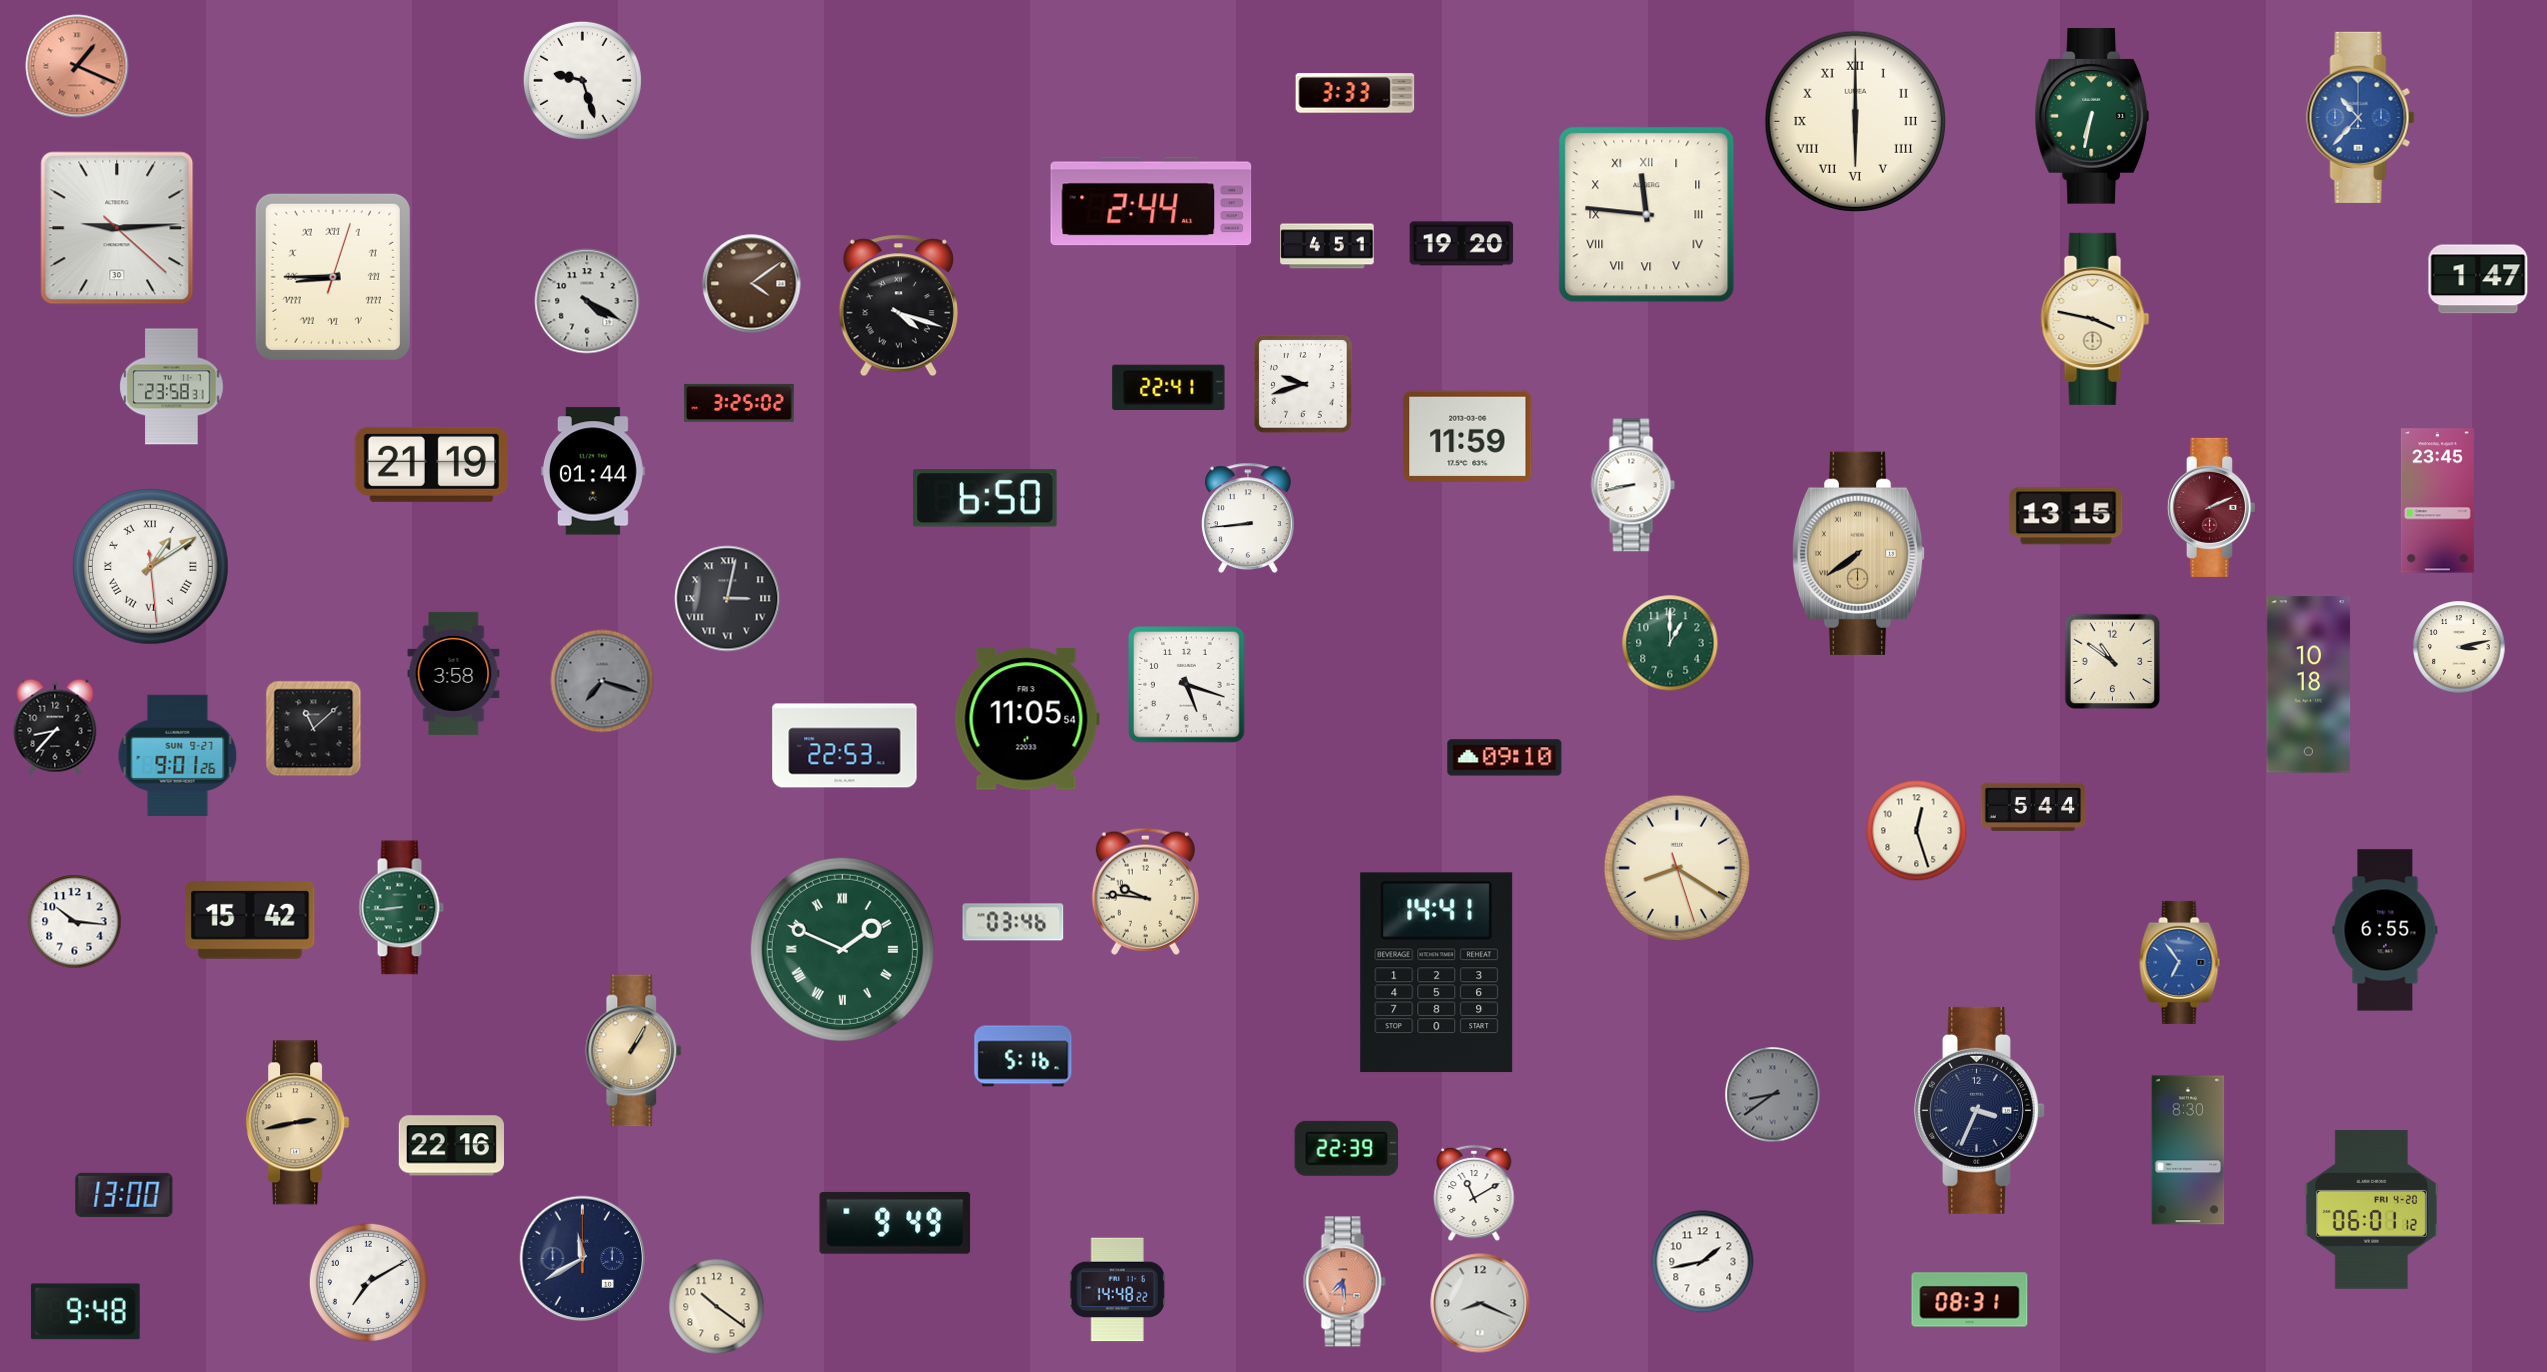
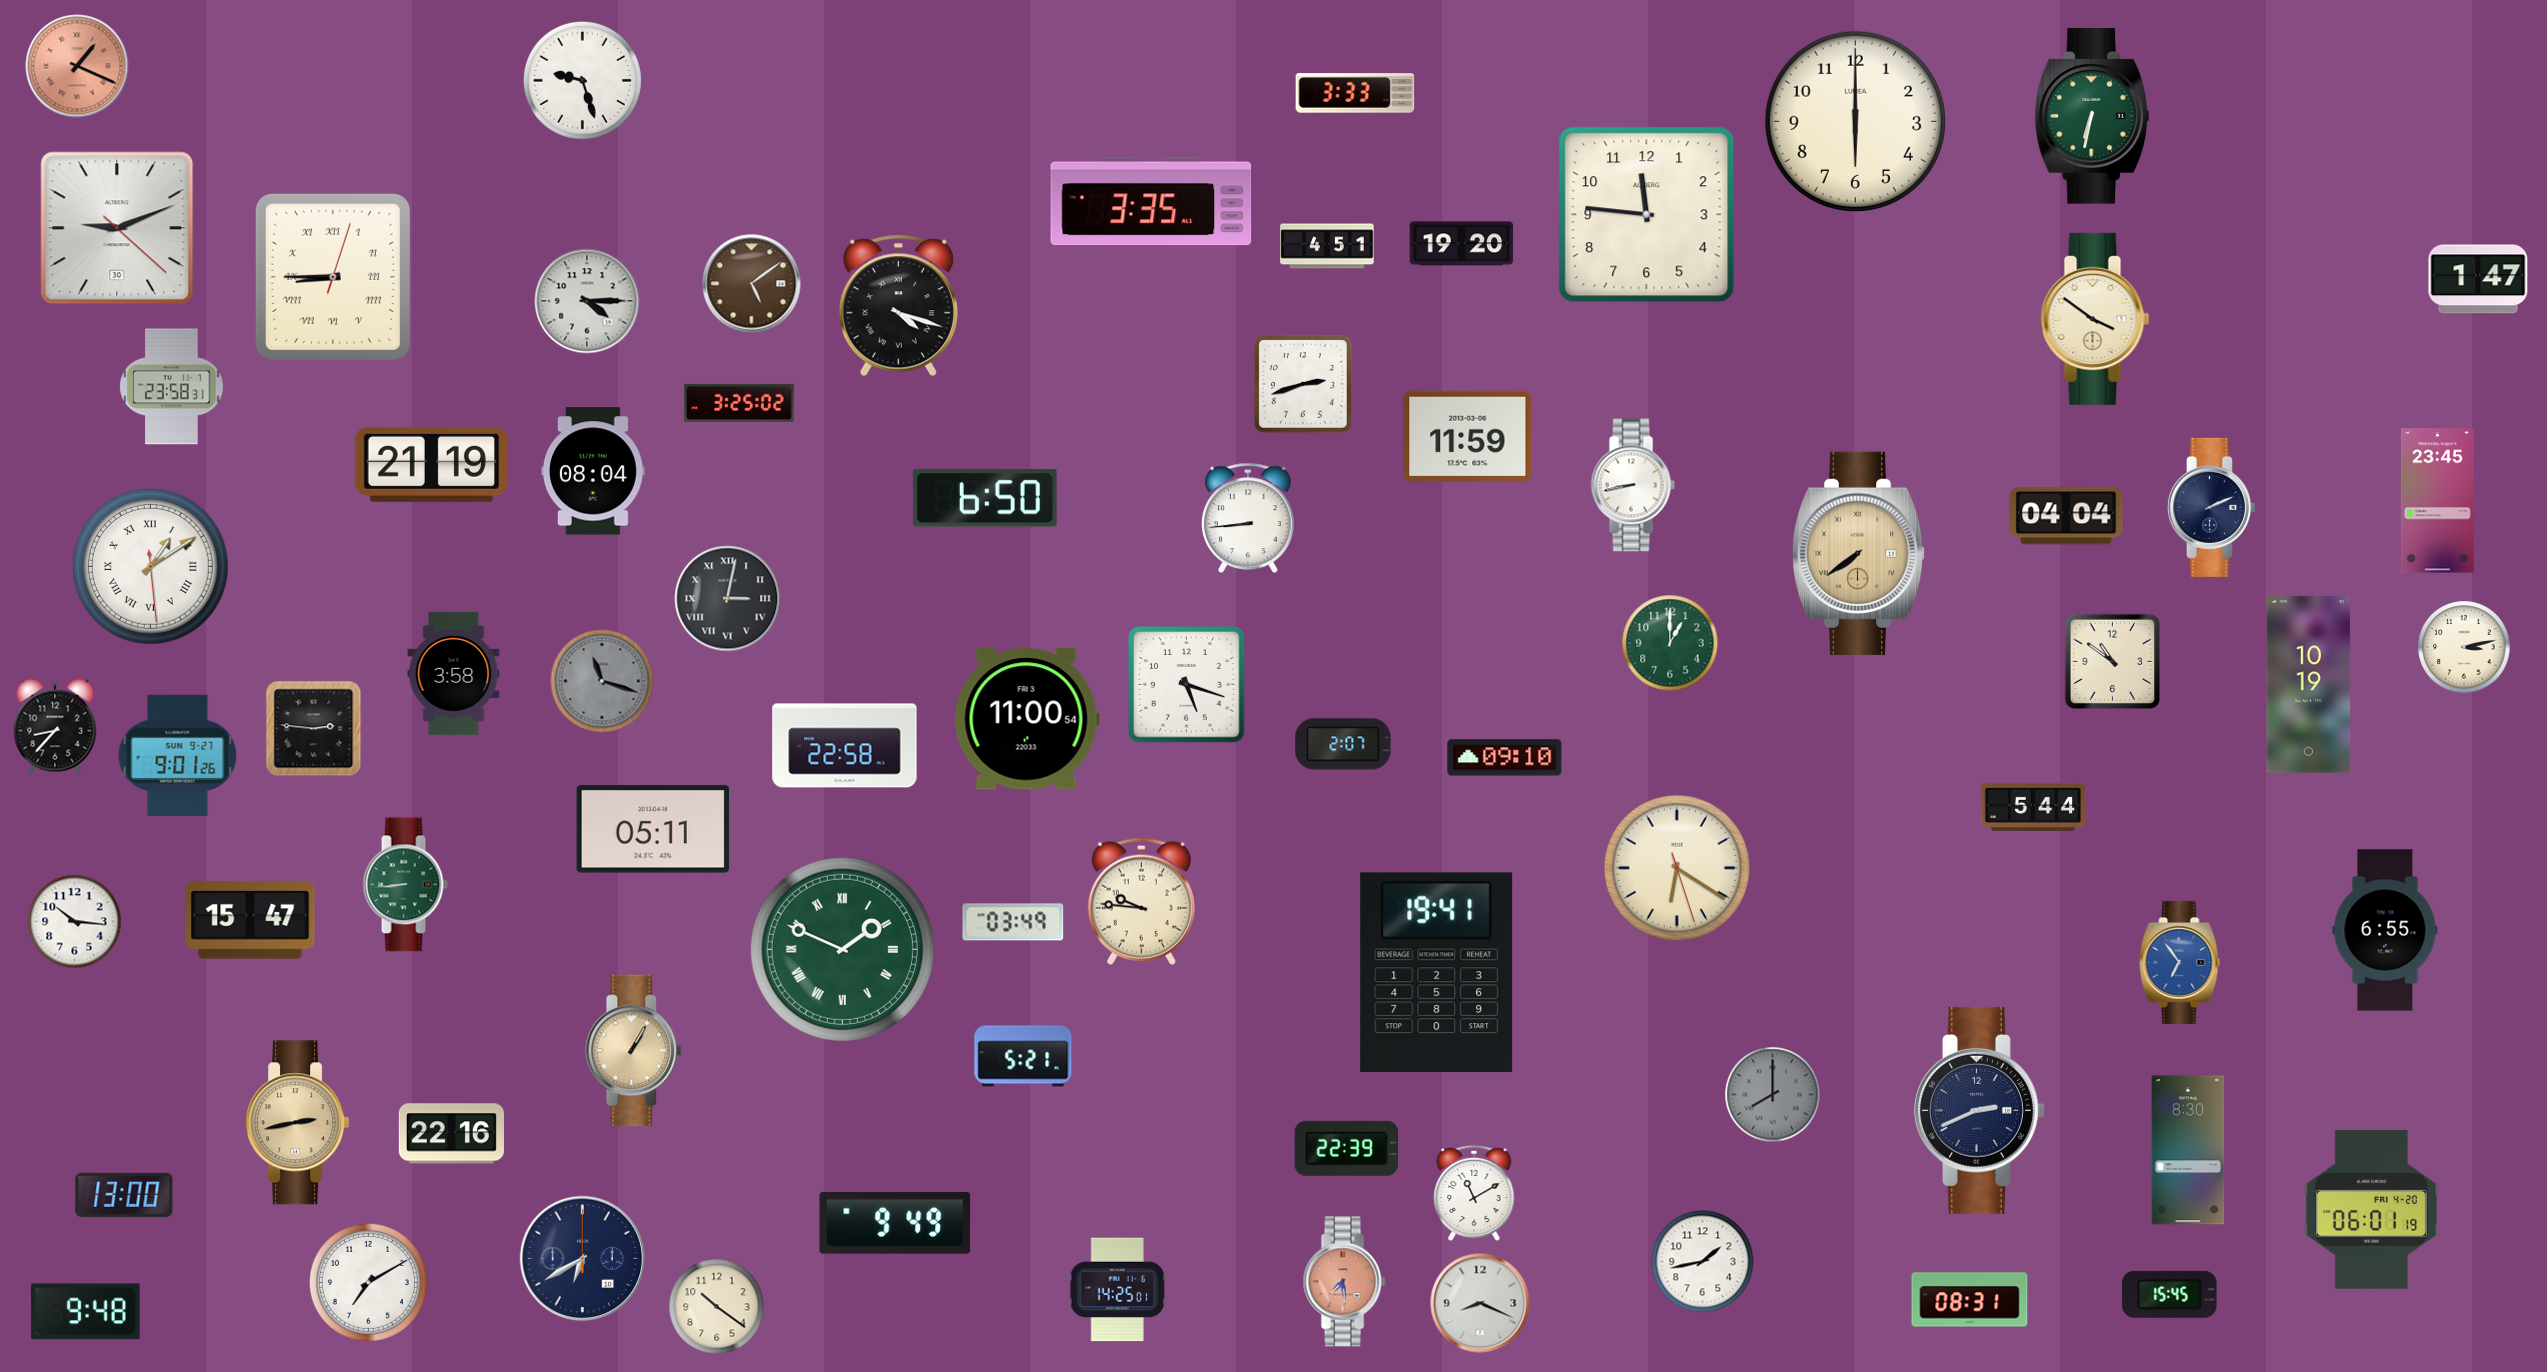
clock at (2361, 117): 10:37 -> none
clock at (1855, 121) numerals: Roman -> Arabic
clock at (1151, 201): 2:44 -> 3:35
clock at (1647, 215) numerals: Roman -> Arabic
clock at (117, 228): 9:14 -> 9:11
clock at (752, 284): 4:09 -> 5:09
clock at (587, 301): 4:20 -> 4:15
clock at (2095, 319): 3:47 -> 3:51
clock at (1303, 384): 9:42 -> 2:42
clock at (1169, 387): 22:41 -> none
clock at (594, 471): 01:44 -> 08:04
clock at (2211, 507) dial: burgundy -> navy
clock at (2066, 516): 13:15 -> 04:04
clock at (2459, 647) position: (2459, 647) -> (2464, 647)
clock at (602, 681): 7:18 -> 11:18
clock at (2309, 685): 10:18 -> 10:19
clock at (1027, 719): 11:05 -> 11:00
clock at (314, 729): 11:08 -> 2:46
clock at (1343, 744): none -> 2:07
clock at (845, 746): 22:53 -> 22:58
clock at (653, 829): none -> 05:11
clock at (1917, 831): 12:27 -> none
clock at (1676, 867): 8:20 -> 6:20
clock at (1145, 891) position: (1145, 891) -> (1141, 901)
clock at (401, 908) position: (401, 908) -> (405, 885)
clock at (250, 921): 15:42 -> 15:47
clock at (1013, 922): 03:46 -> 03:49
clock at (1437, 973): 14:41 -> 19:41
clock at (1023, 1056): 5:16 -> 5:21
clock at (1773, 1095): 8:39 -> 8:00
clock at (1980, 1110): 3:34 -> 2:41
clock at (451, 1146) position: (451, 1146) -> (451, 1134)
clock at (2371, 1210): 06:01:12 -> 06:01:19
clock at (583, 1259): 11:40 -> 6:40
clock at (1117, 1290): 14:48 -> 14:25
clock at (2170, 1294): none -> 15:45
